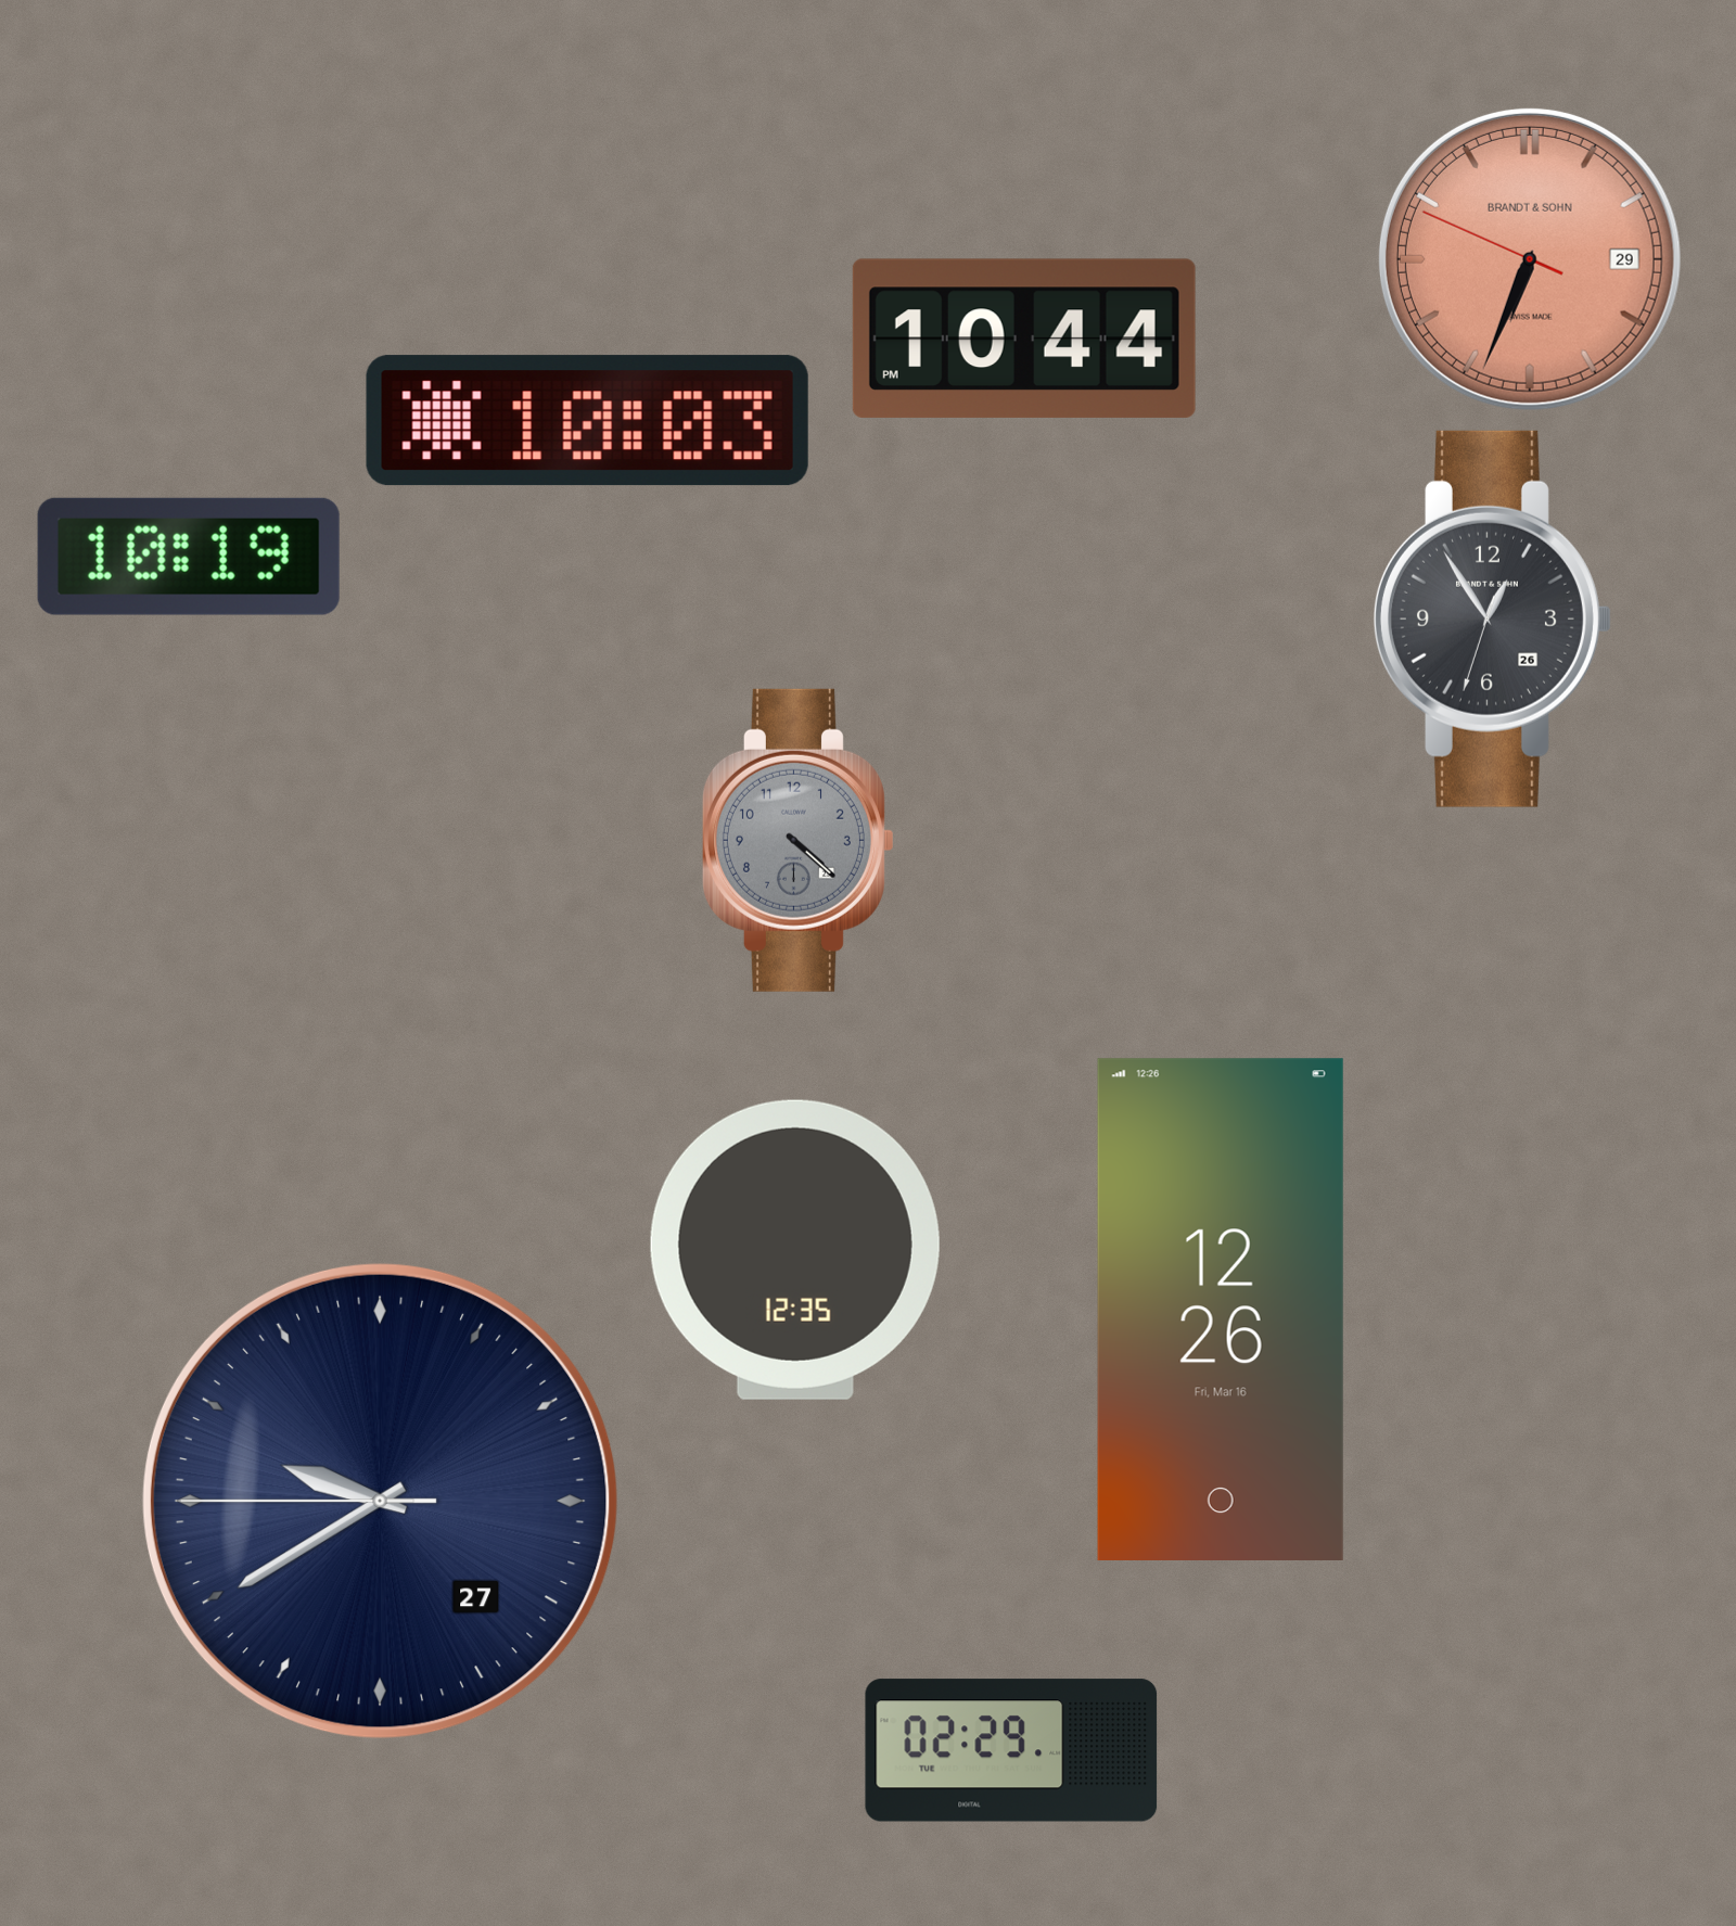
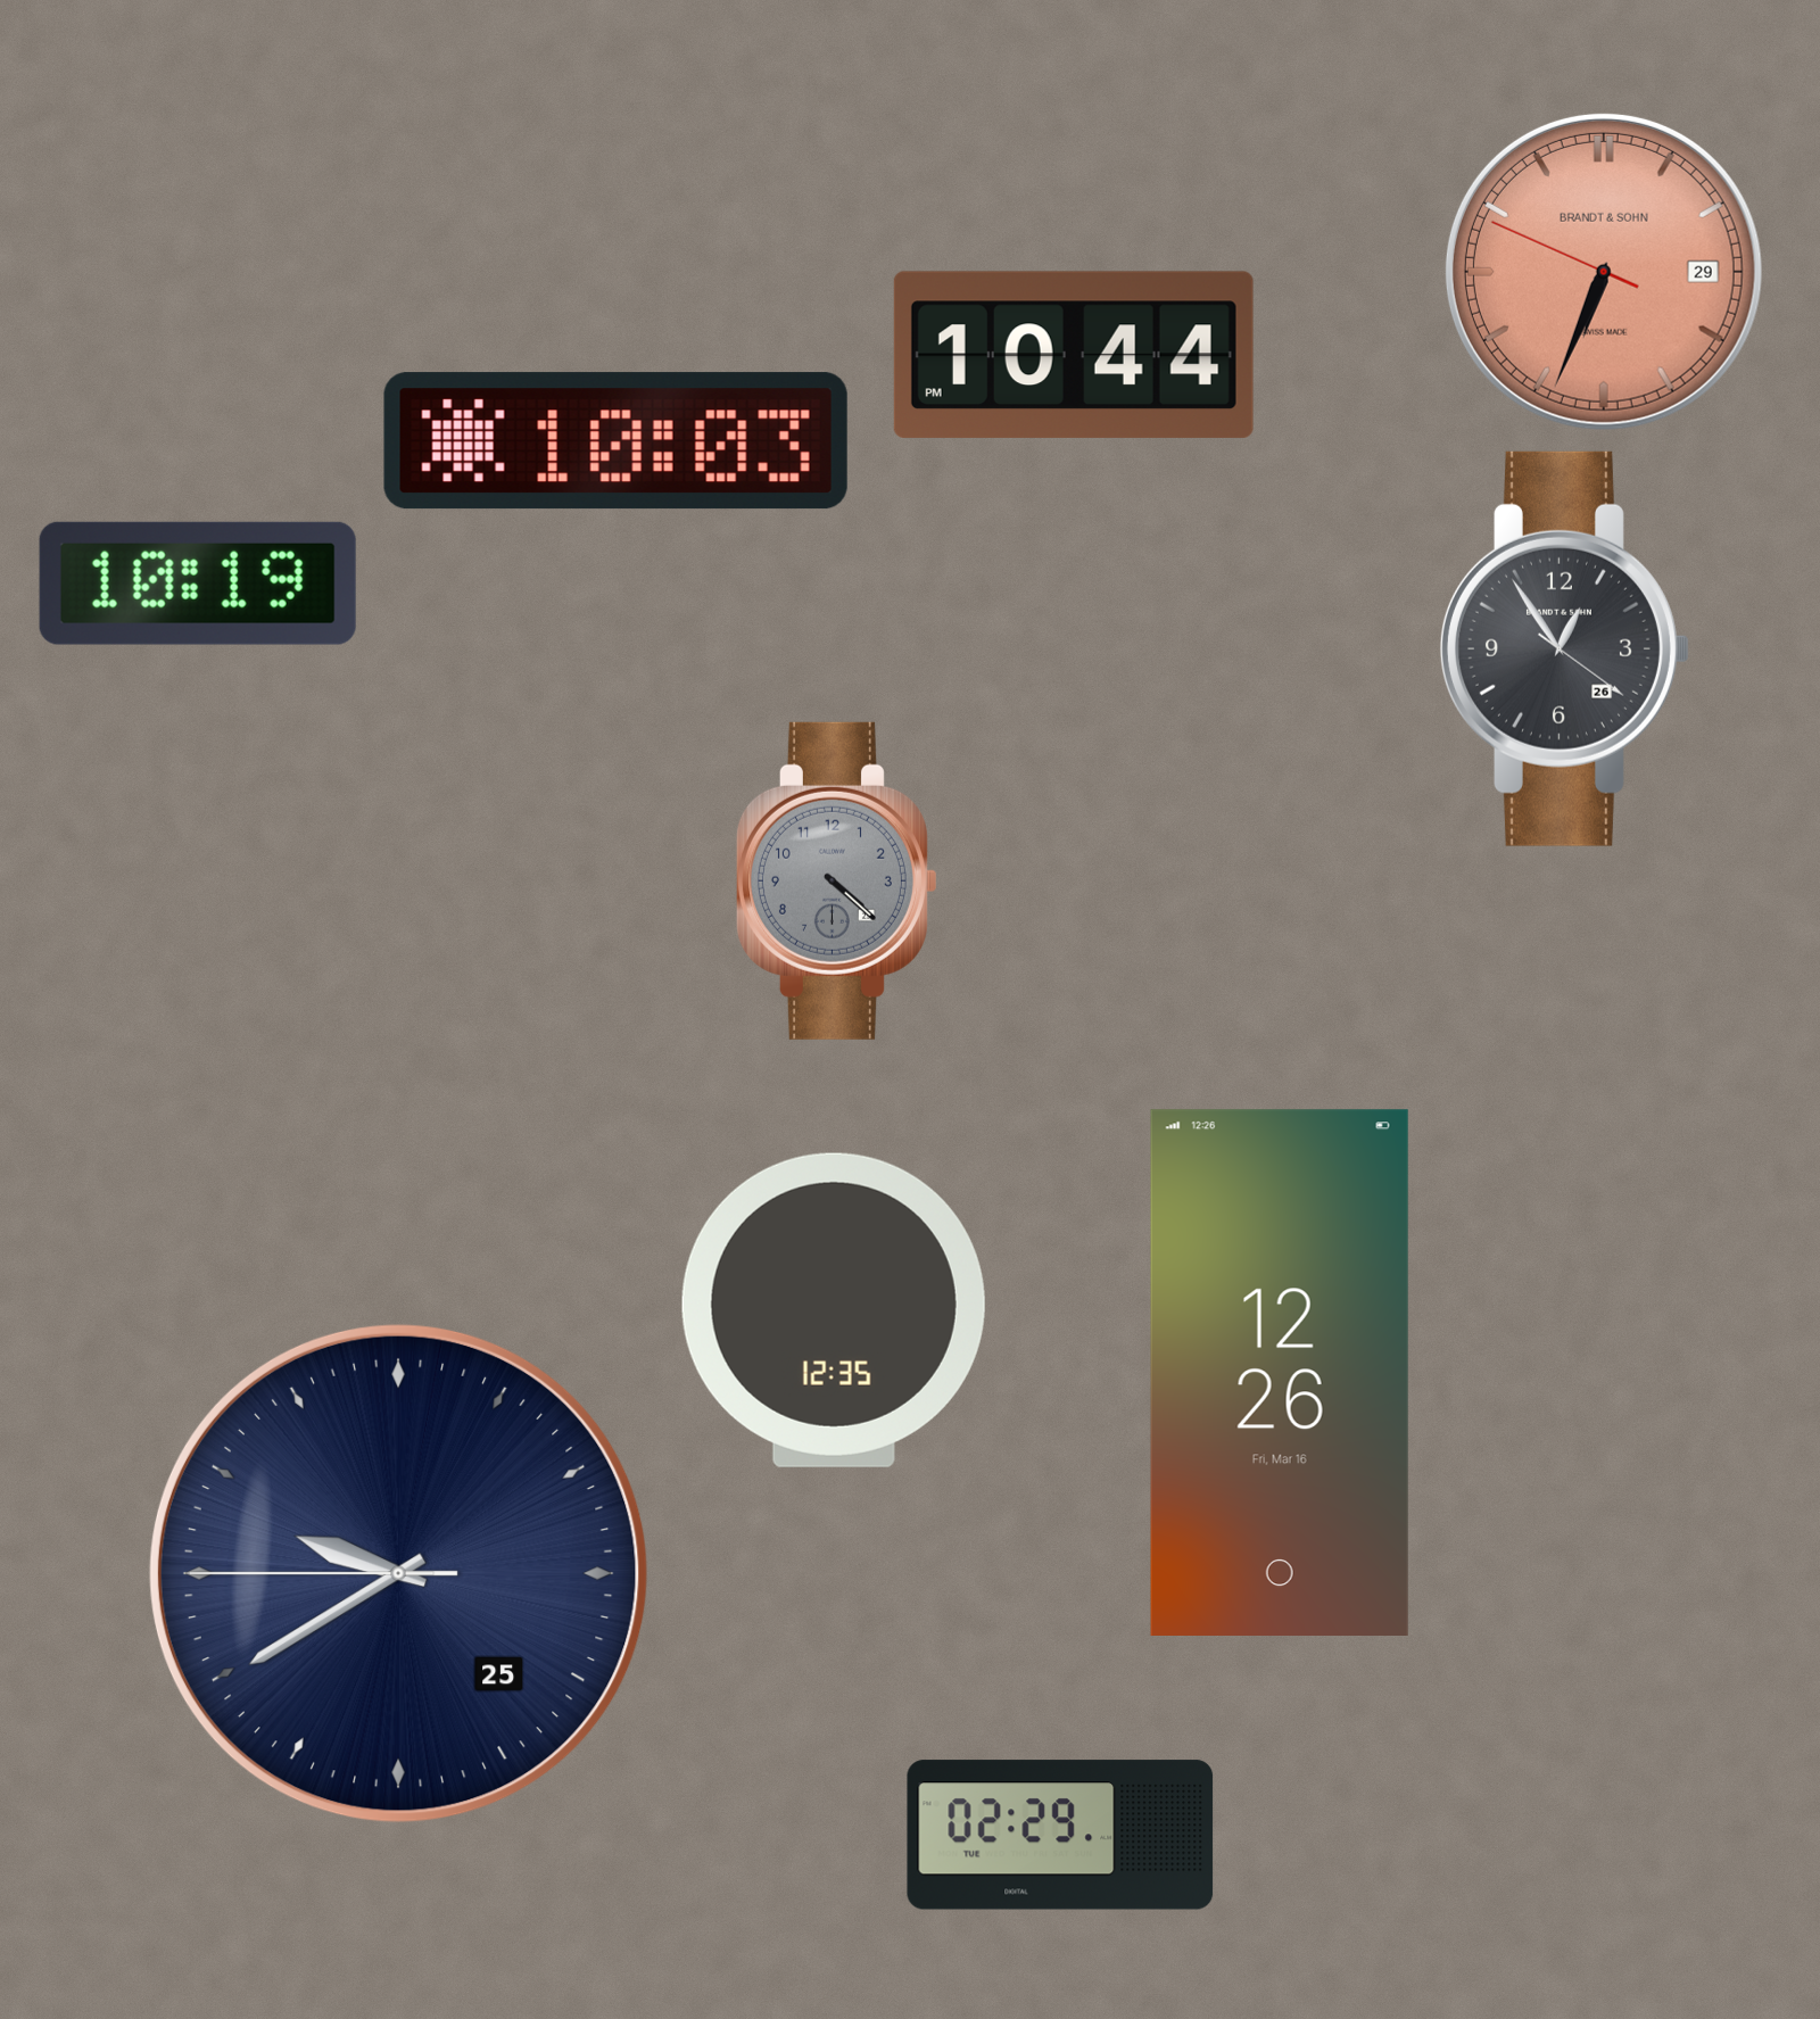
clock at (1492, 618): 12:54:33 -> 12:54:21
clock at (380, 1501) date: 27 -> 25
